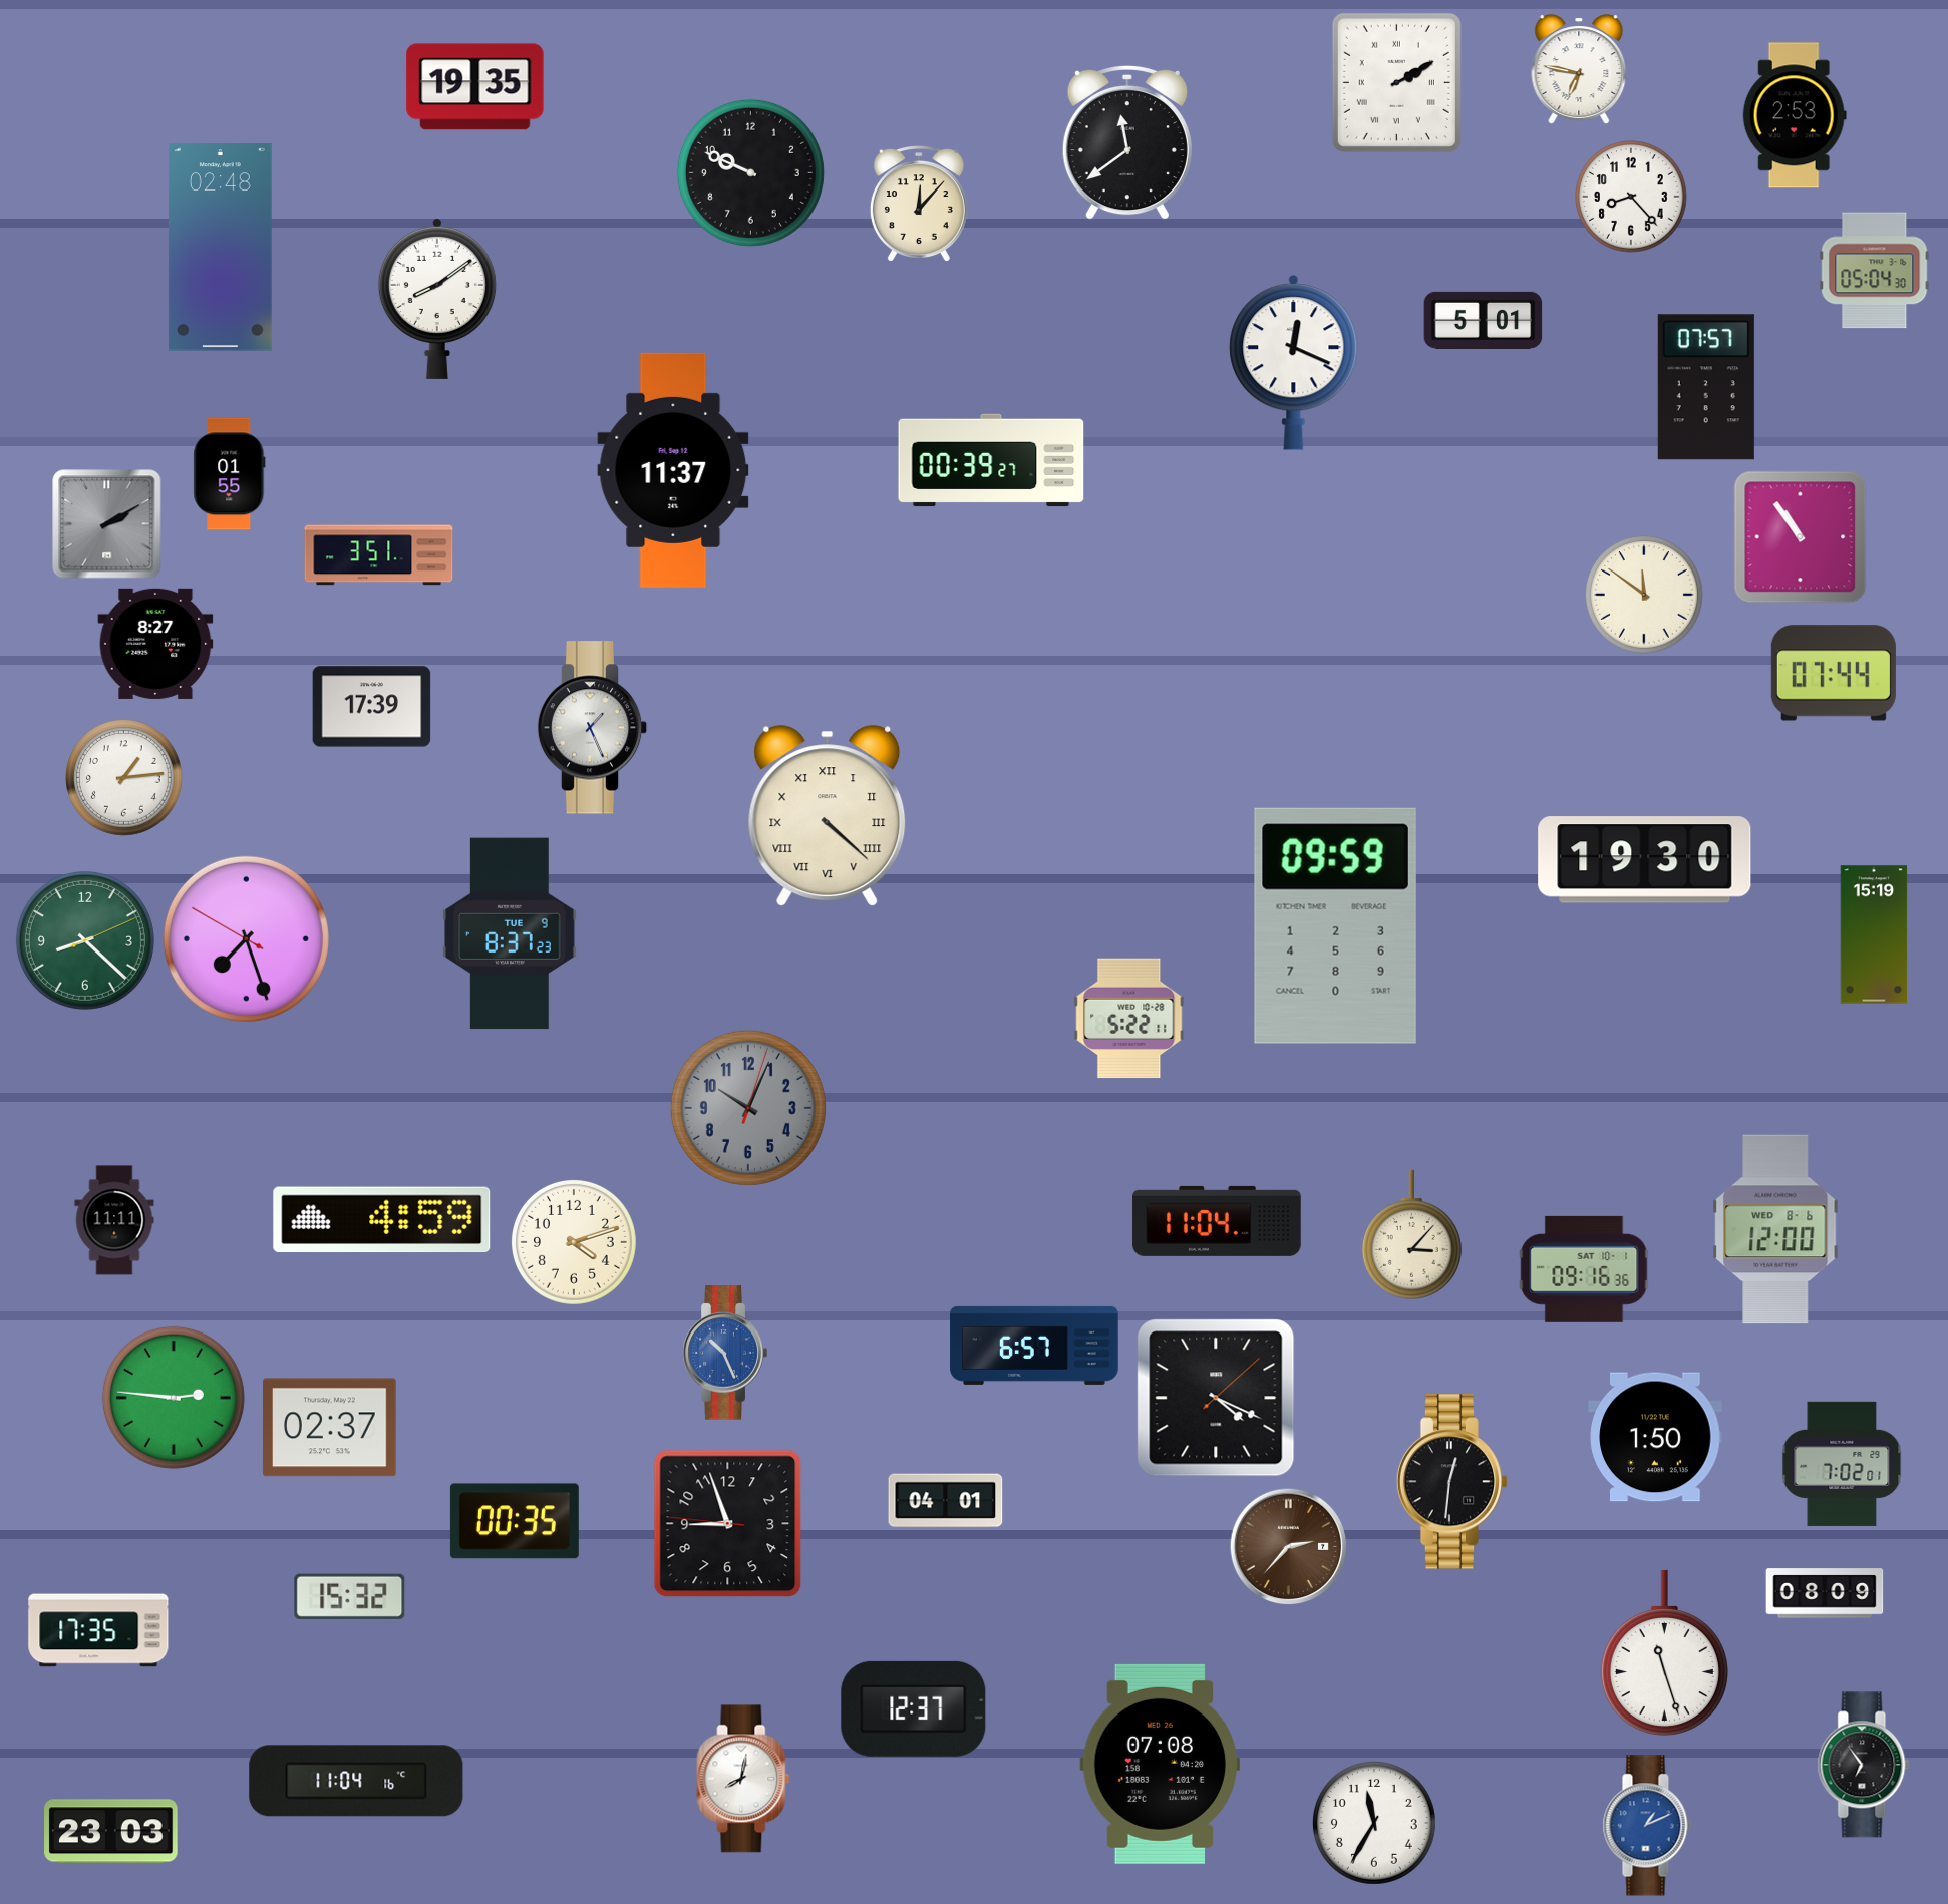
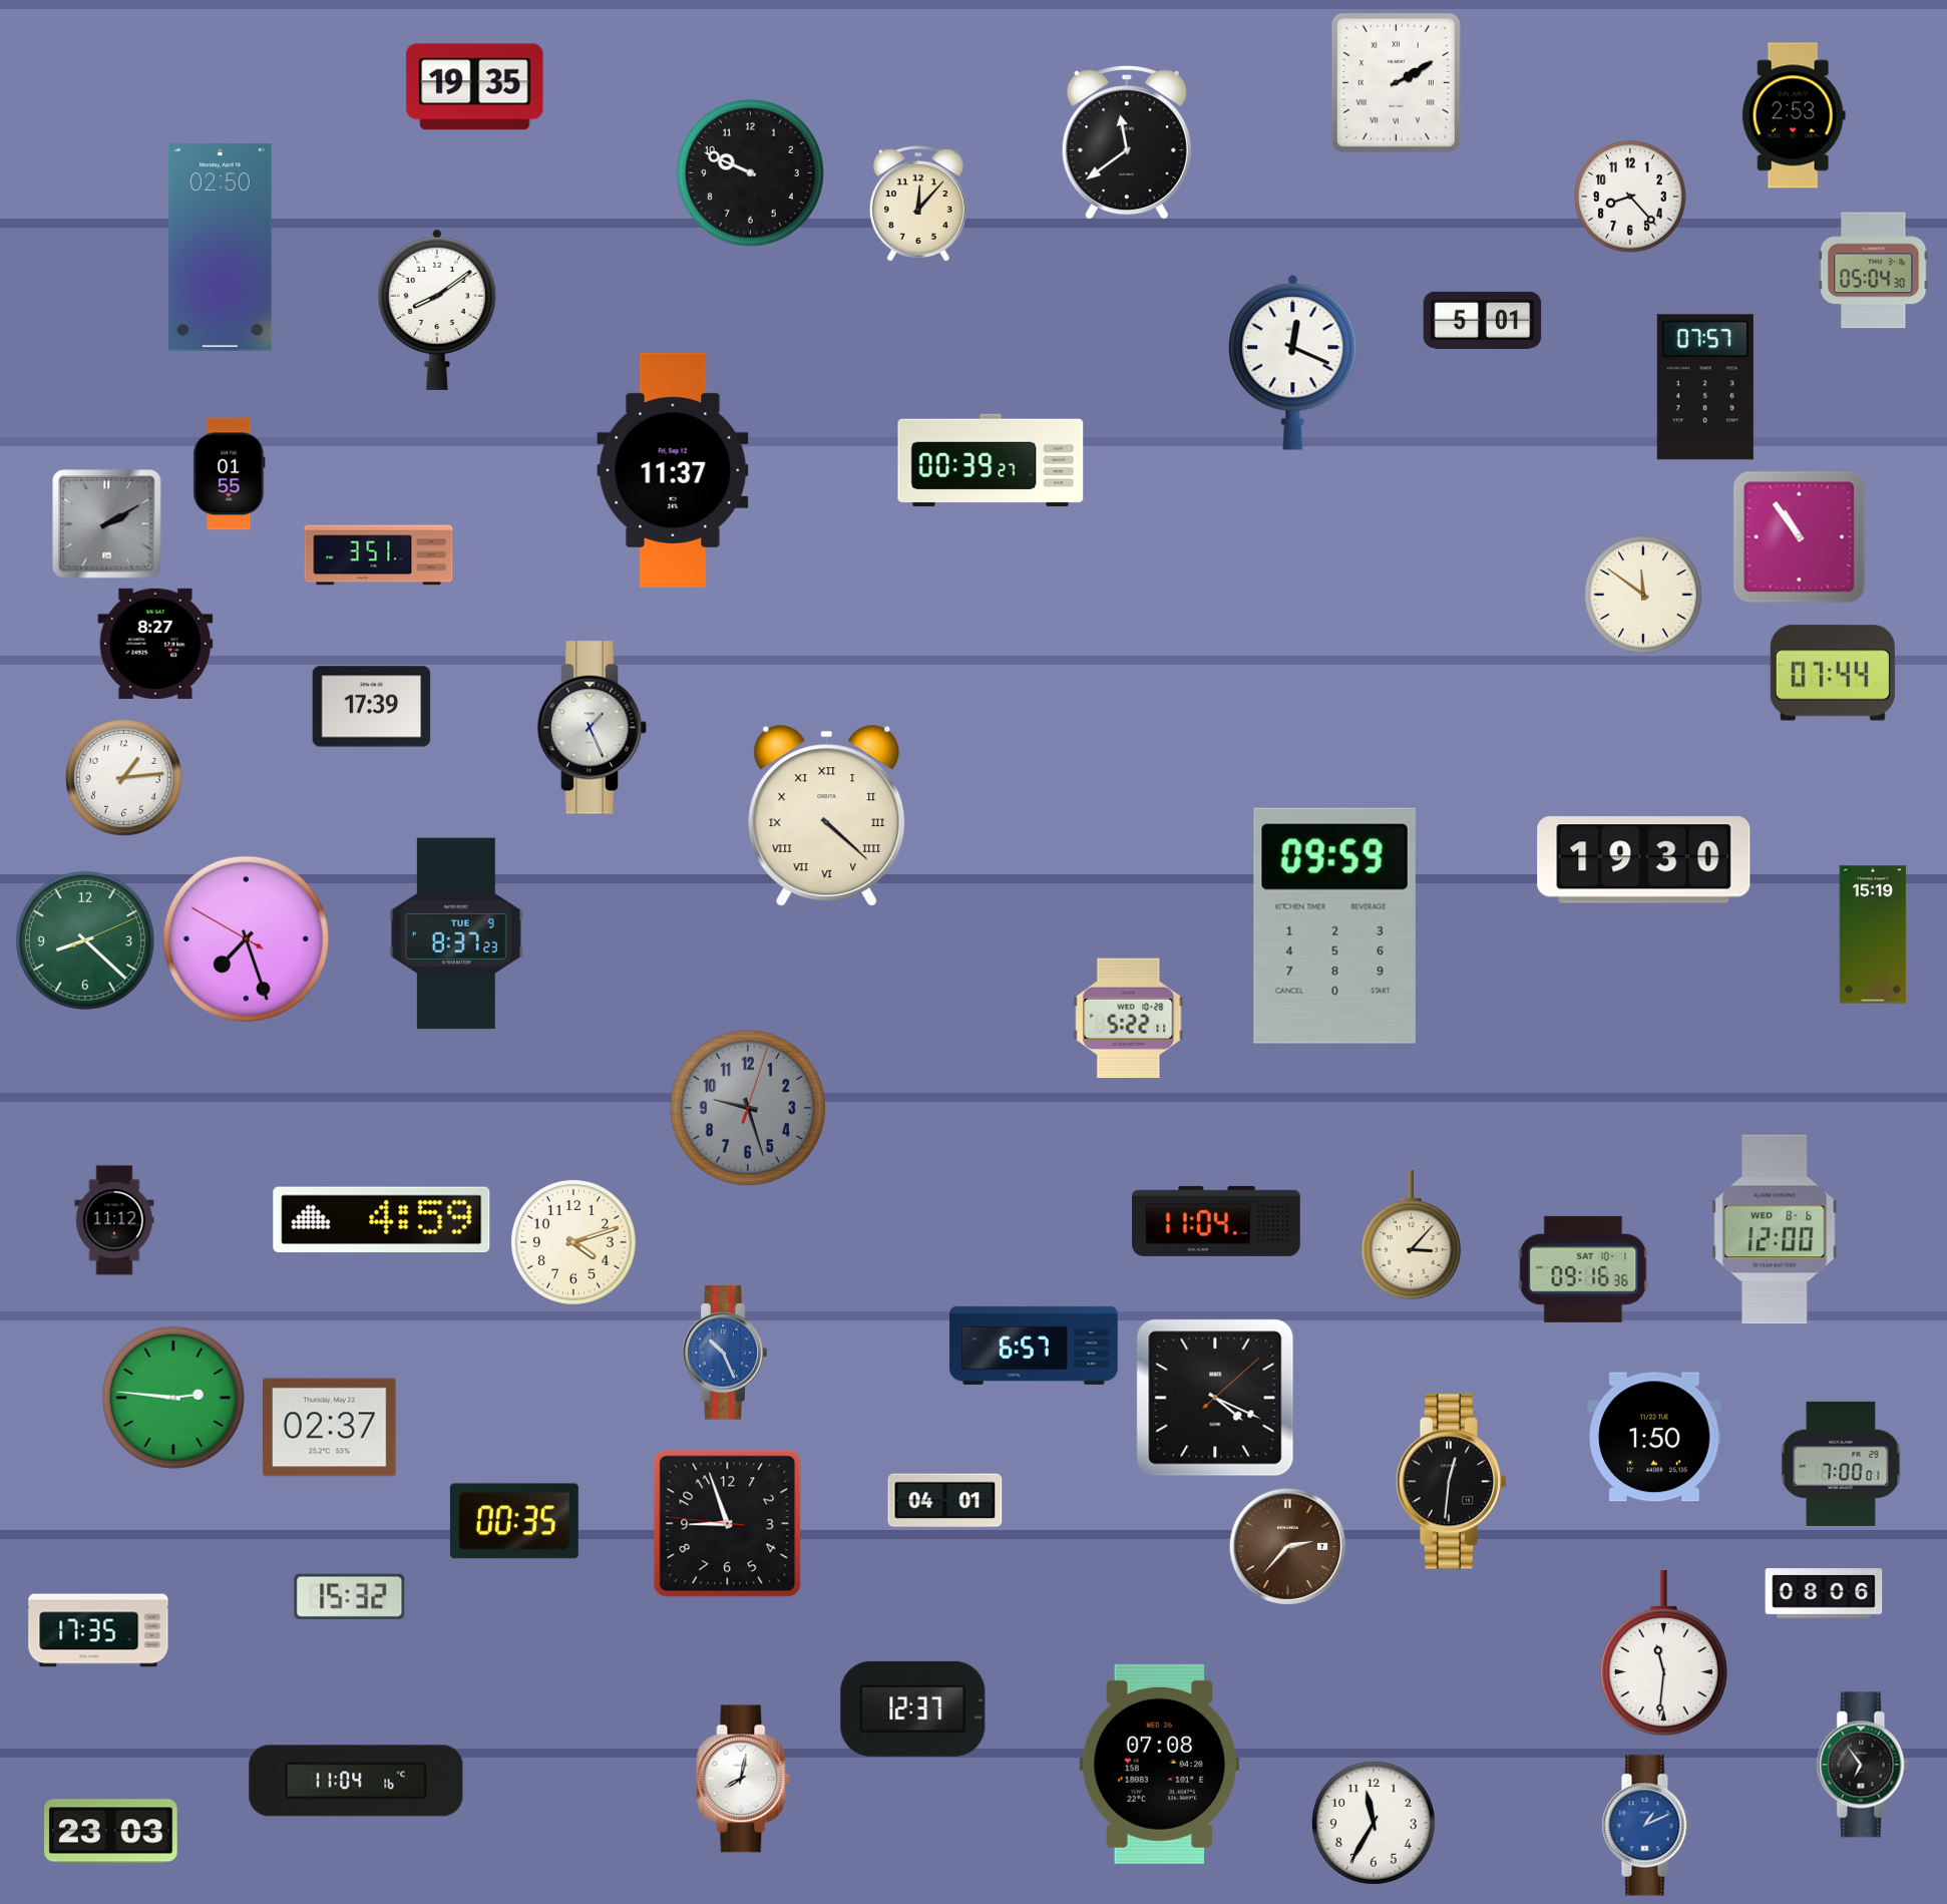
clock at (1579, 69): 6:47 -> none
clock at (220, 248): 02:48 -> 02:50
clock at (437, 298) position: (437, 298) -> (437, 309)
clock at (510, 933) position: (510, 933) -> (456, 933)
clock at (748, 1108): 10:04 -> 9:27
clock at (114, 1220): 11:11 -> 11:12
clock at (1842, 1464): 7:02 -> 7:00
clock at (1825, 1593): 08:09 -> 08:06
clock at (1664, 1652): 11:27 -> 11:31
